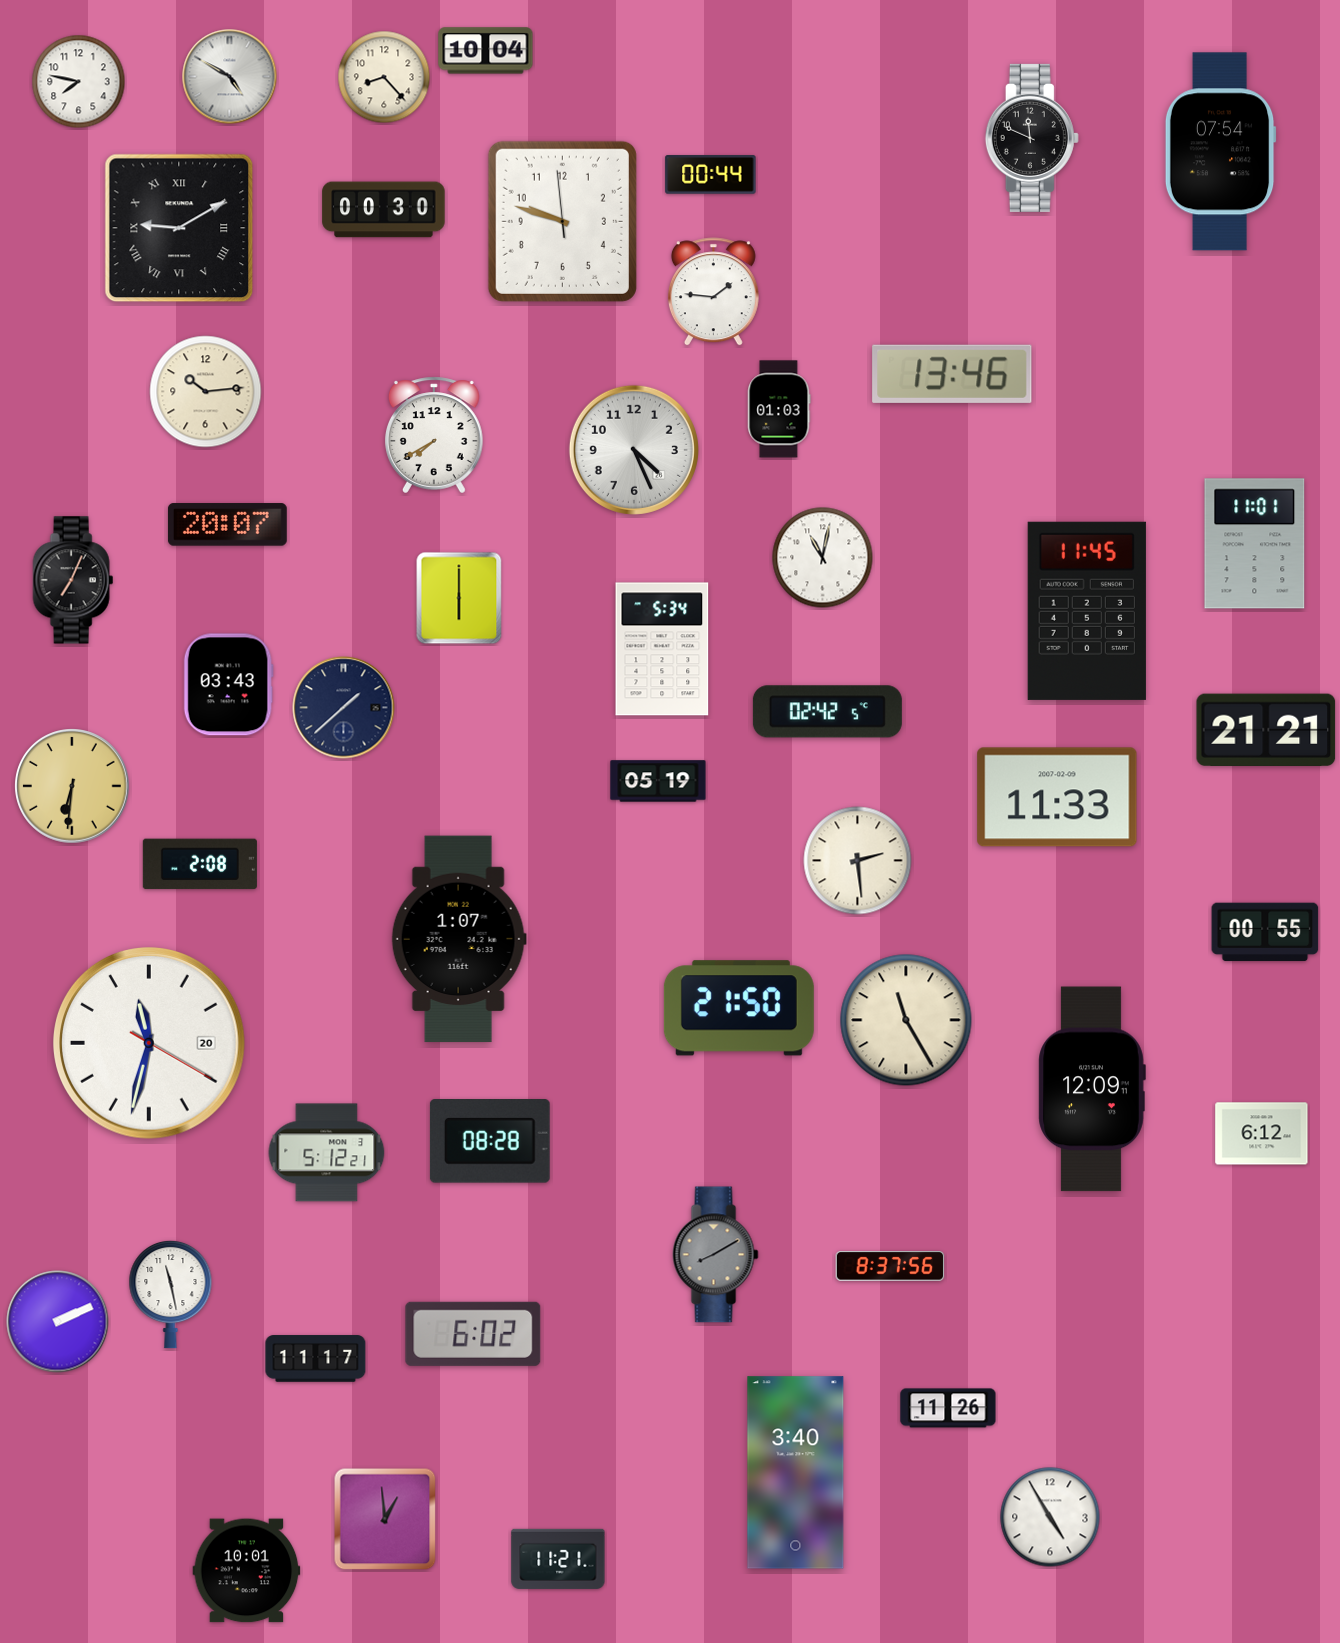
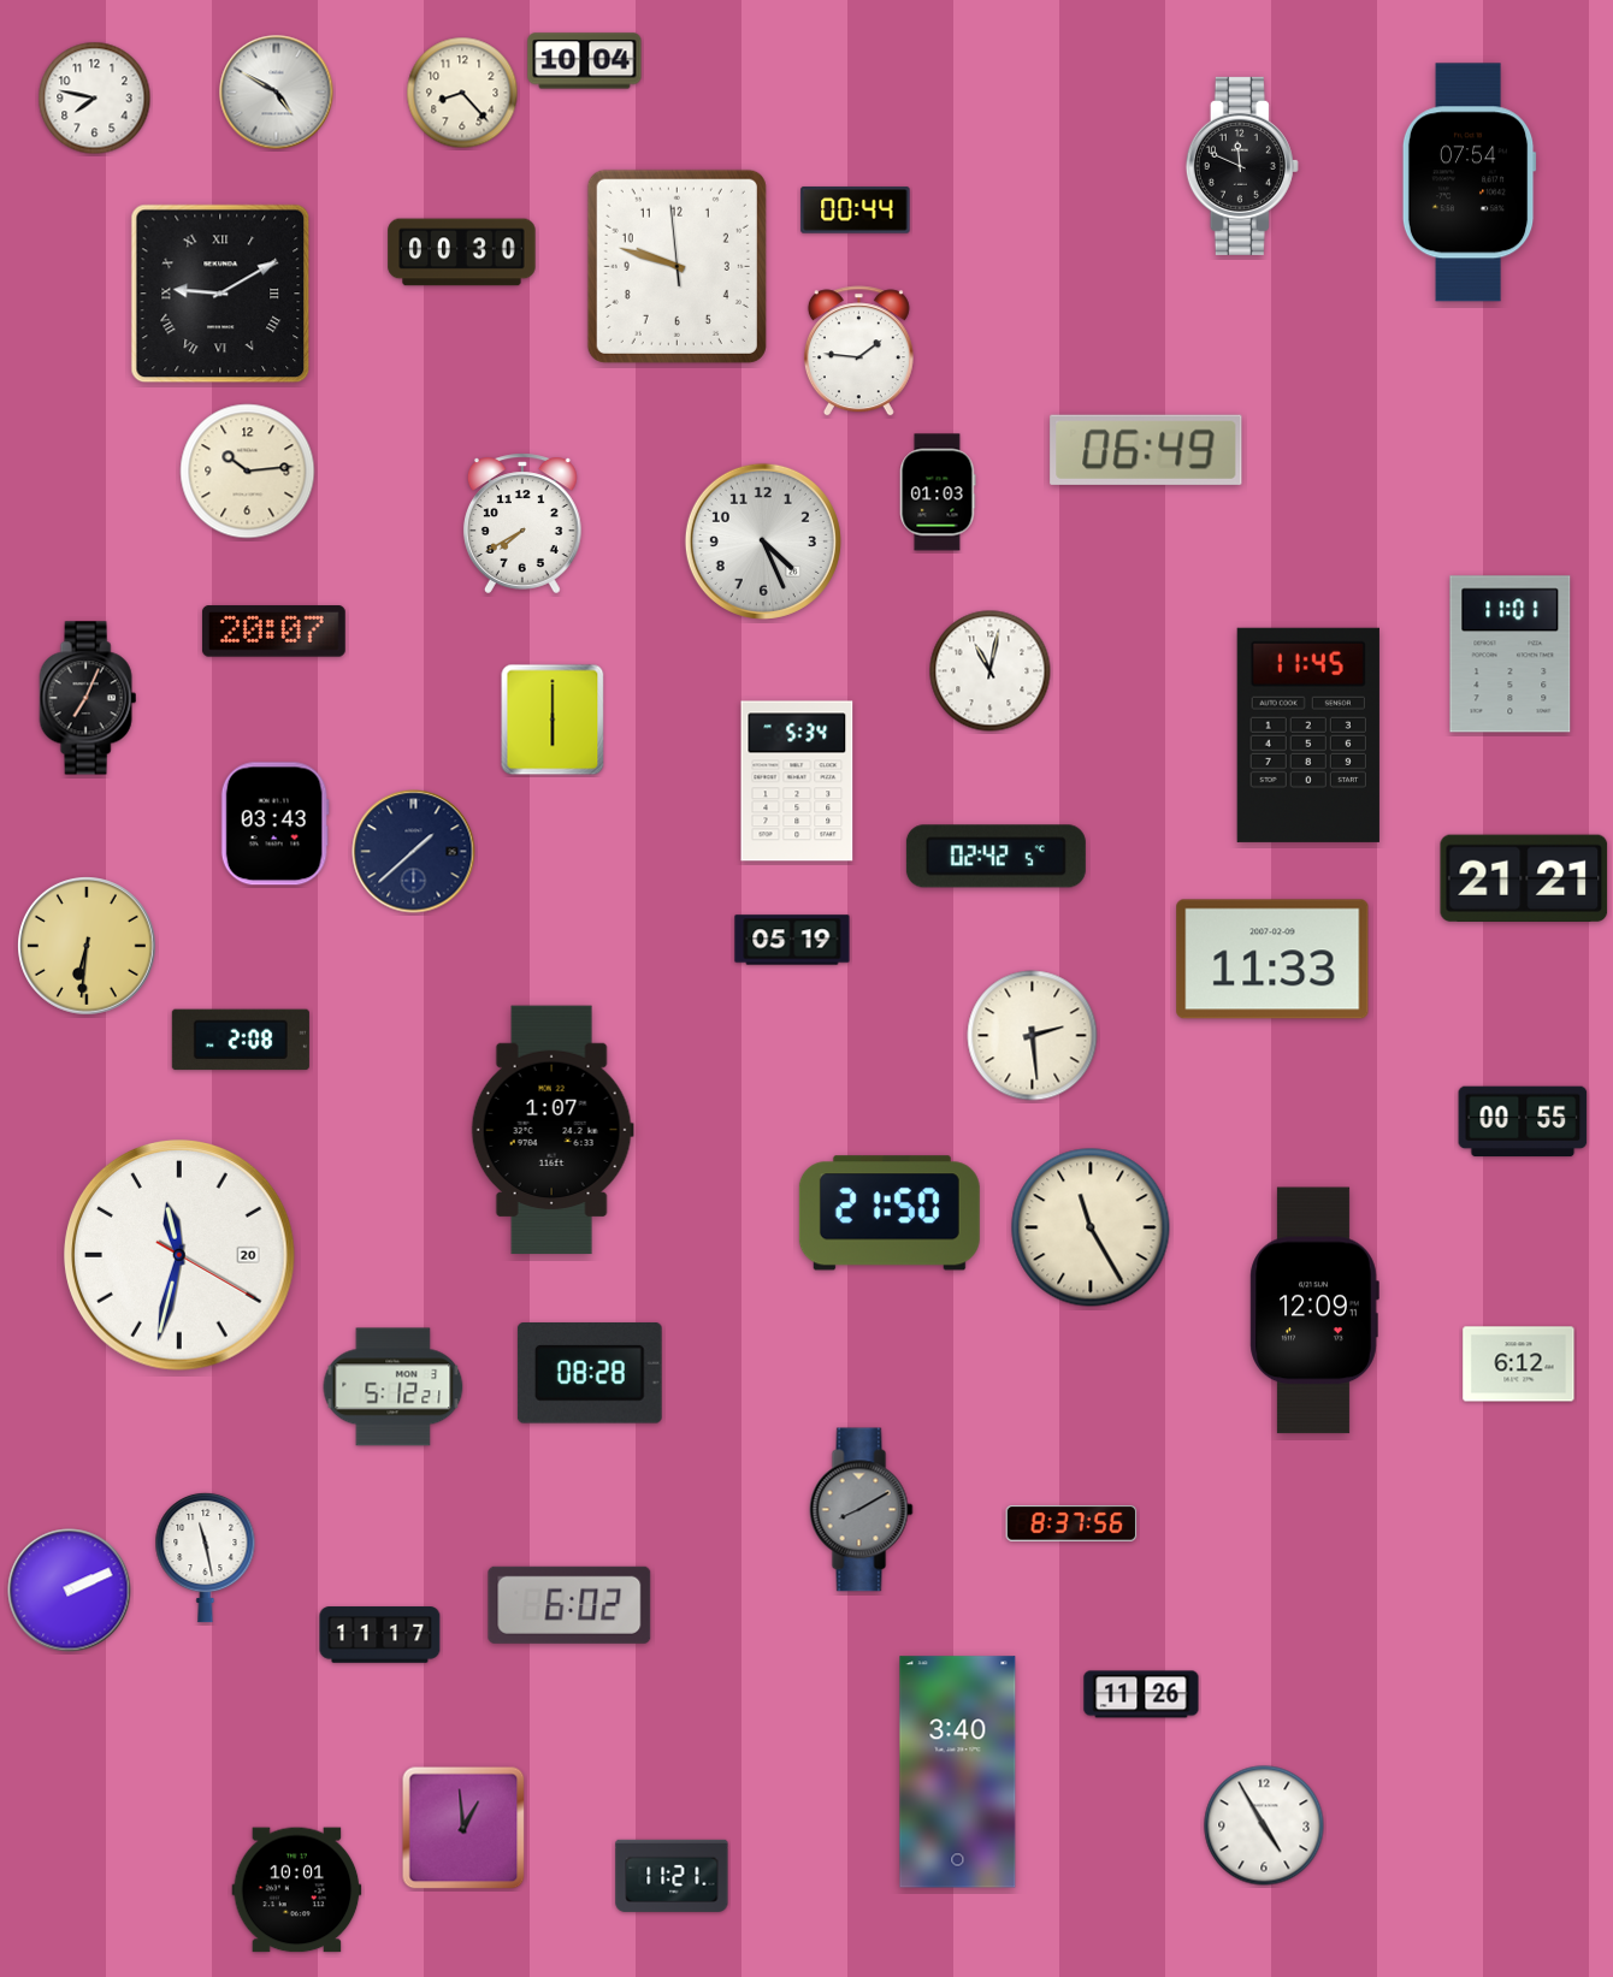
clock at (179, 228) position: (179, 228) -> (220, 294)
clock at (952, 374): 13:46 -> 06:49
